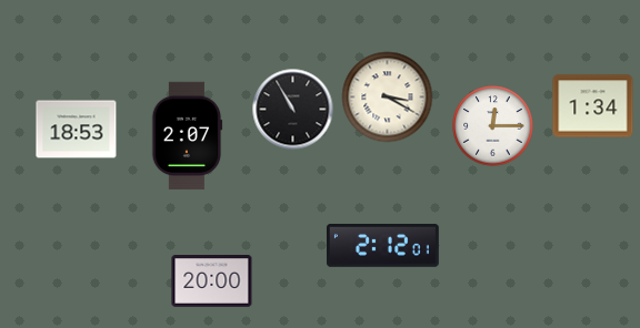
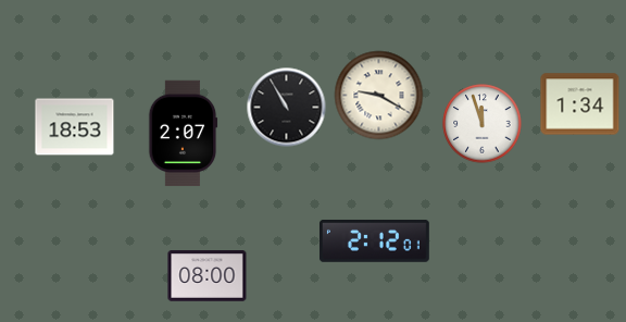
clock at (388, 98): 3:20 -> 9:20
clock at (493, 126): 12:15 -> 11:57
clock at (212, 281): 20:00 -> 08:00
